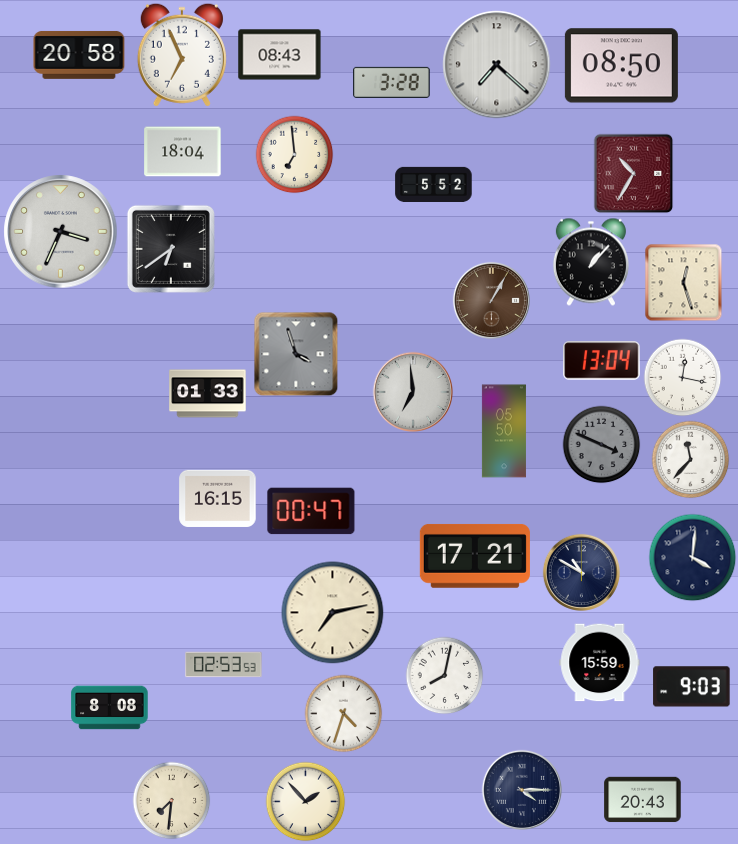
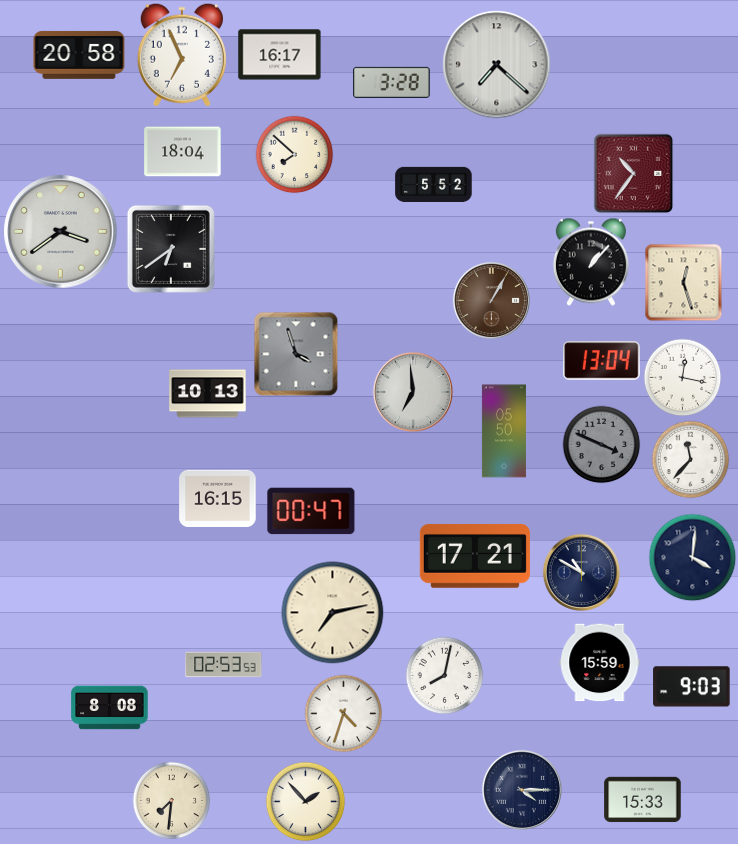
clock at (280, 55): 08:43 -> 16:17
clock at (621, 66): 08:50 -> none
clock at (294, 154): 6:59 -> 7:52
clock at (633, 173): 10:35 -> 10:36
clock at (61, 232): 3:34 -> 3:39
clock at (208, 394): 01:33 -> 10:13
clock at (643, 800): 20:43 -> 15:33
